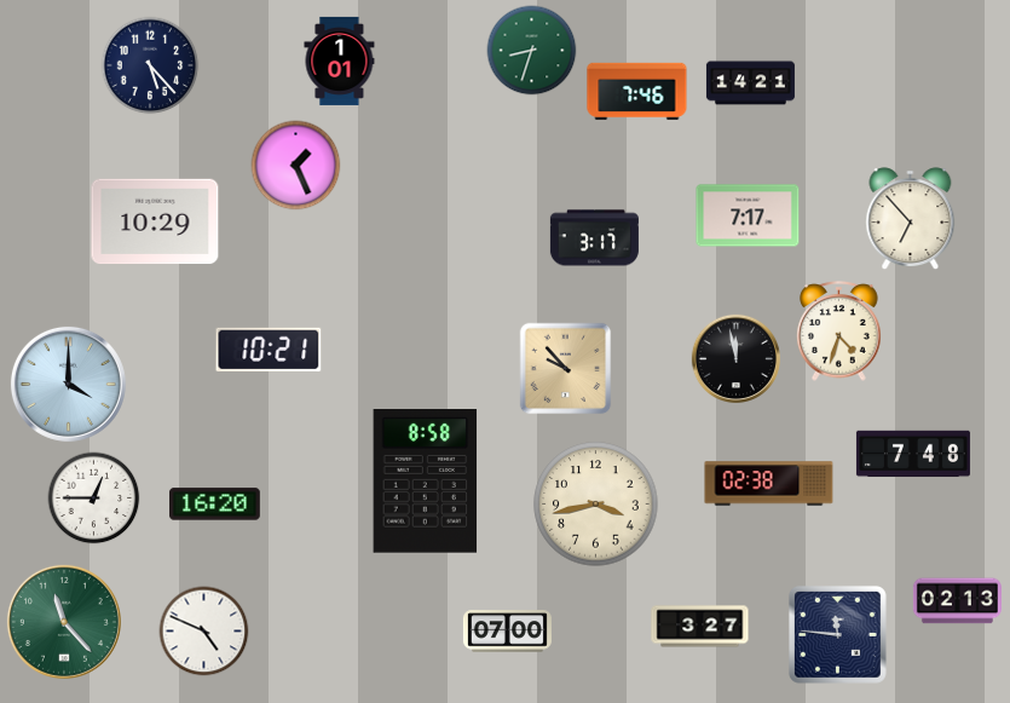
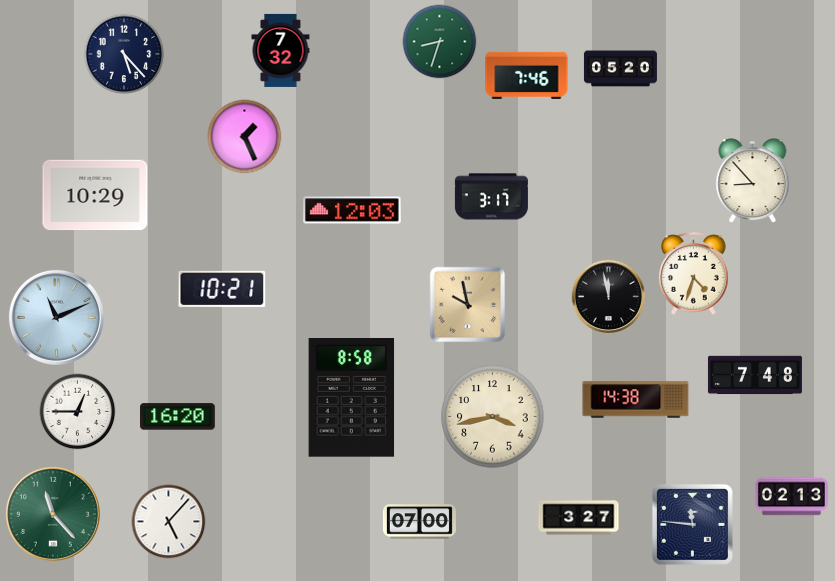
clock at (340, 60): 1:01 -> 7:32
clock at (750, 83): 14:21 -> 05:20
clock at (748, 215): 7:17 -> none
clock at (911, 219): 6:53 -> 8:53
clock at (155, 221) position: (155, 221) -> (95, 195)
clock at (352, 210): none -> 12:03
clock at (566, 369): 9:53 -> 9:58
clock at (68, 384): 4:00 -> 11:11
clock at (769, 484): 02:38 -> 14:38
clock at (204, 632): 4:49 -> 5:07
